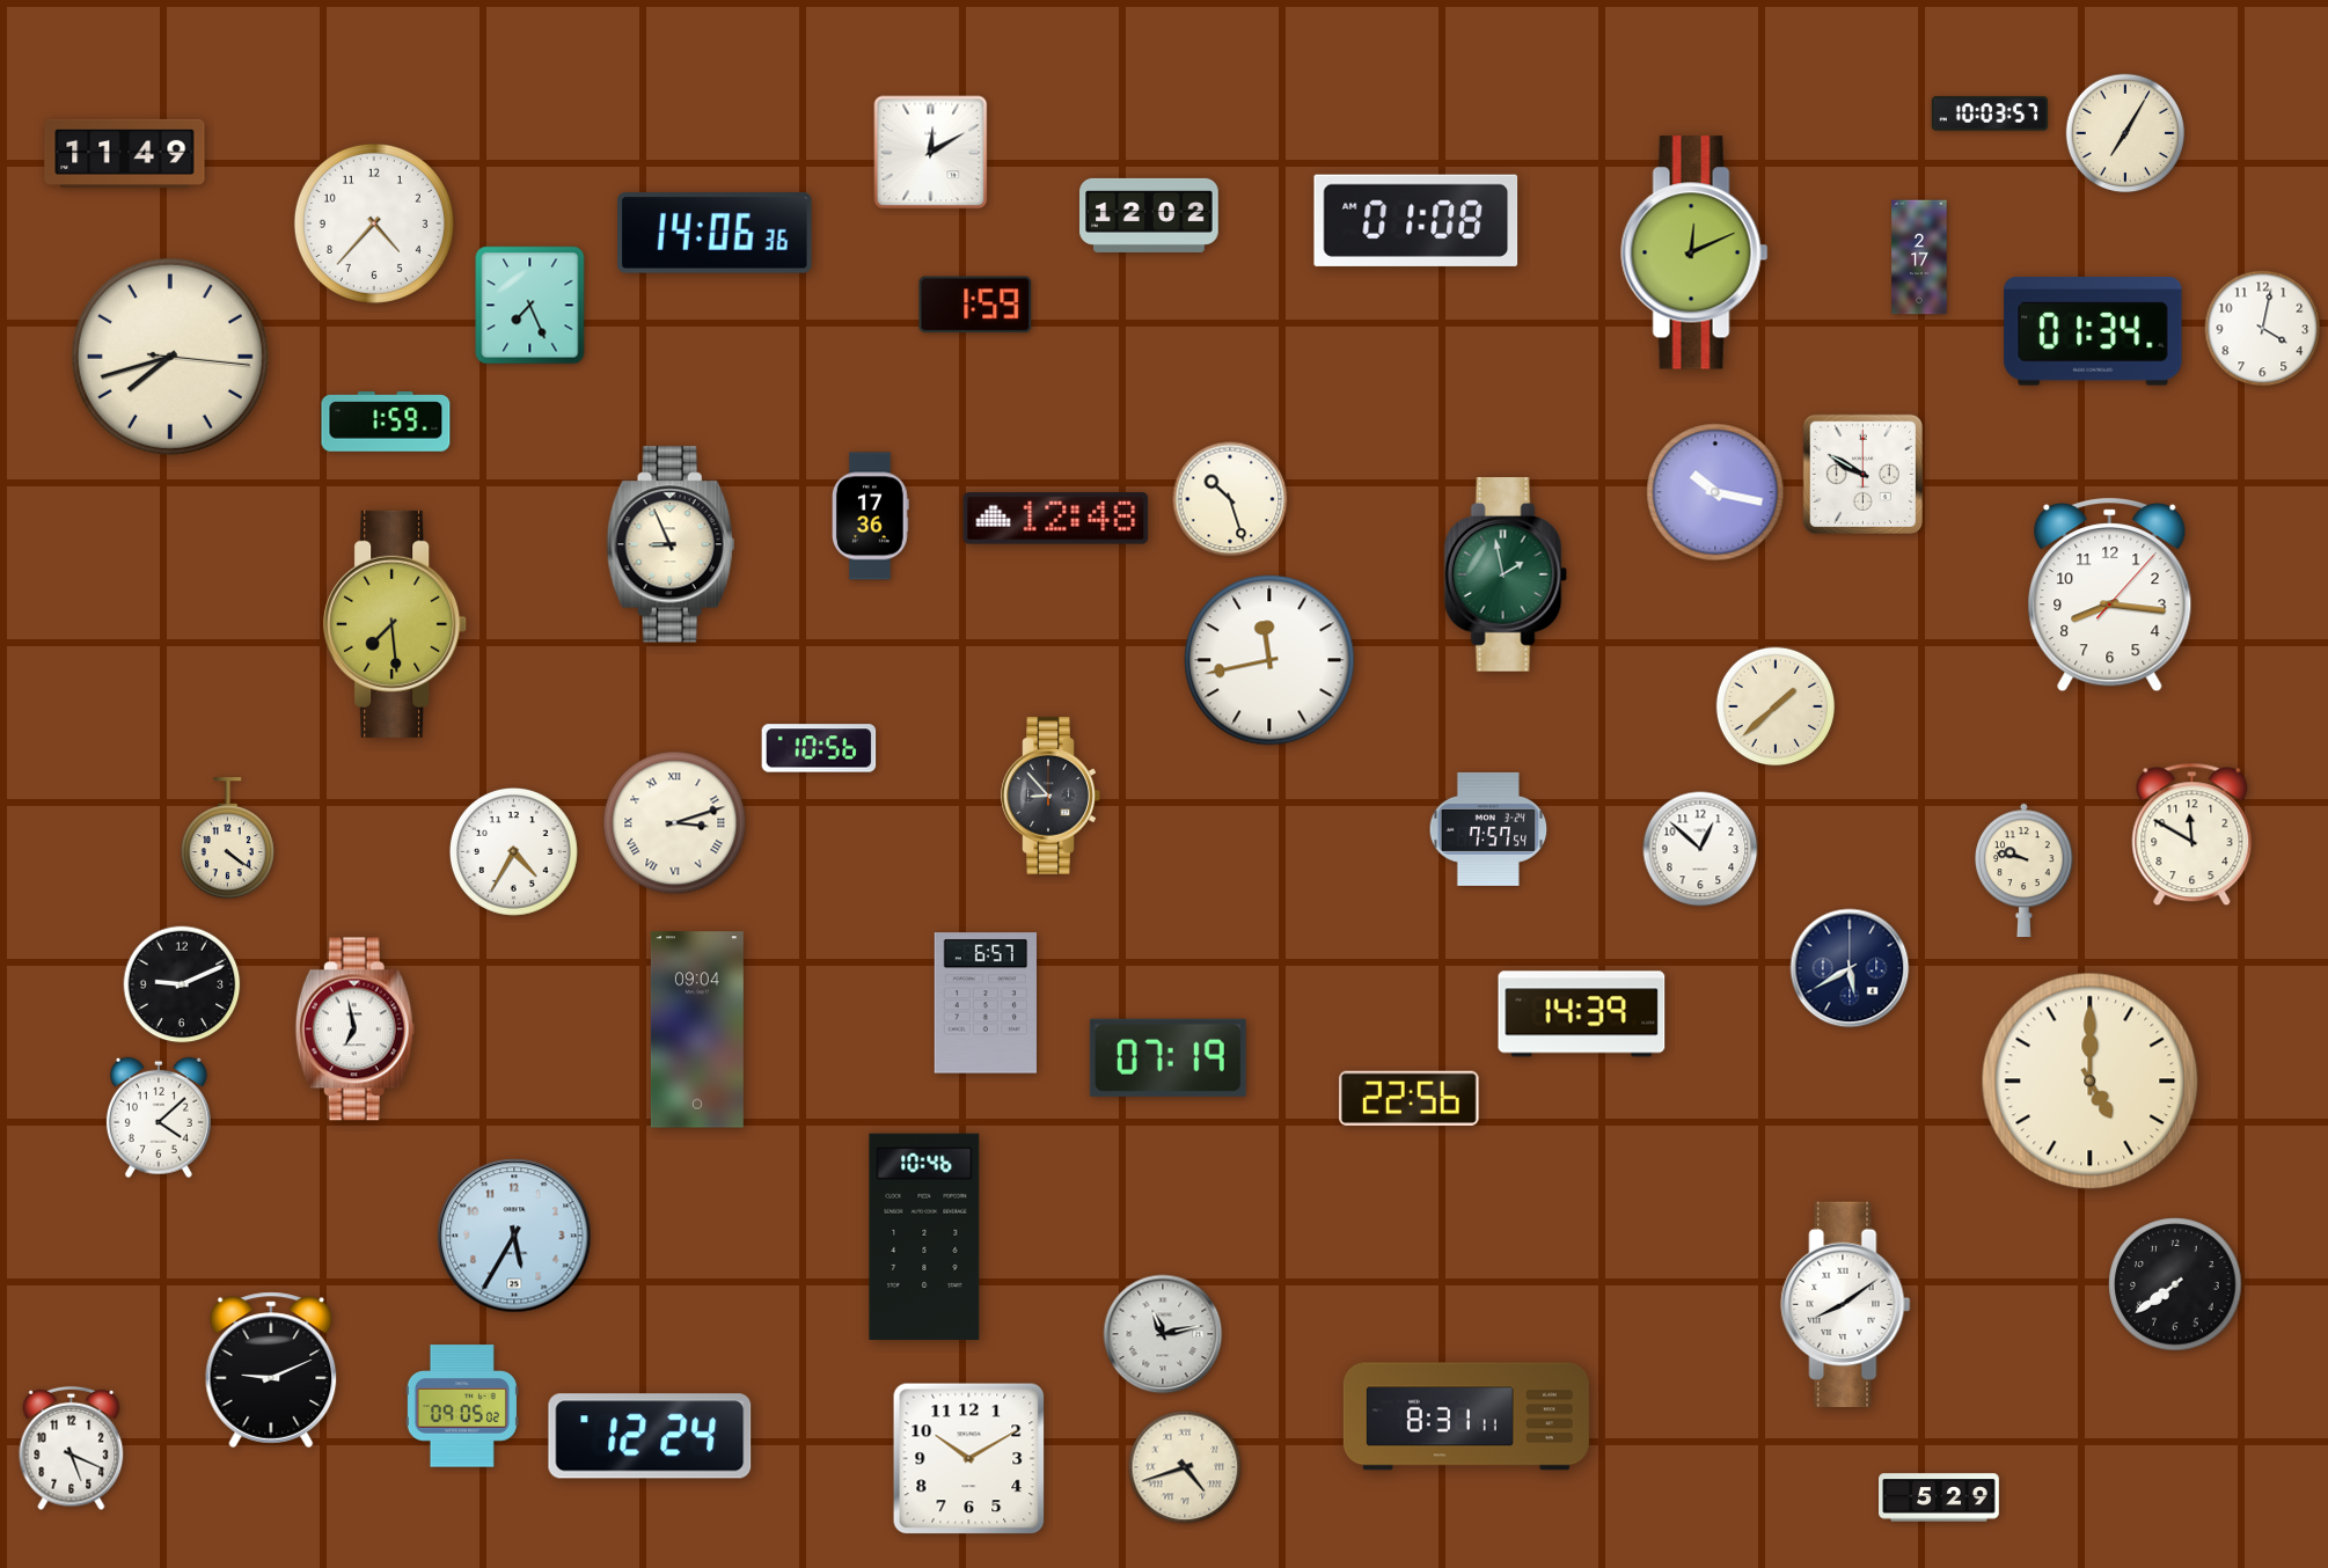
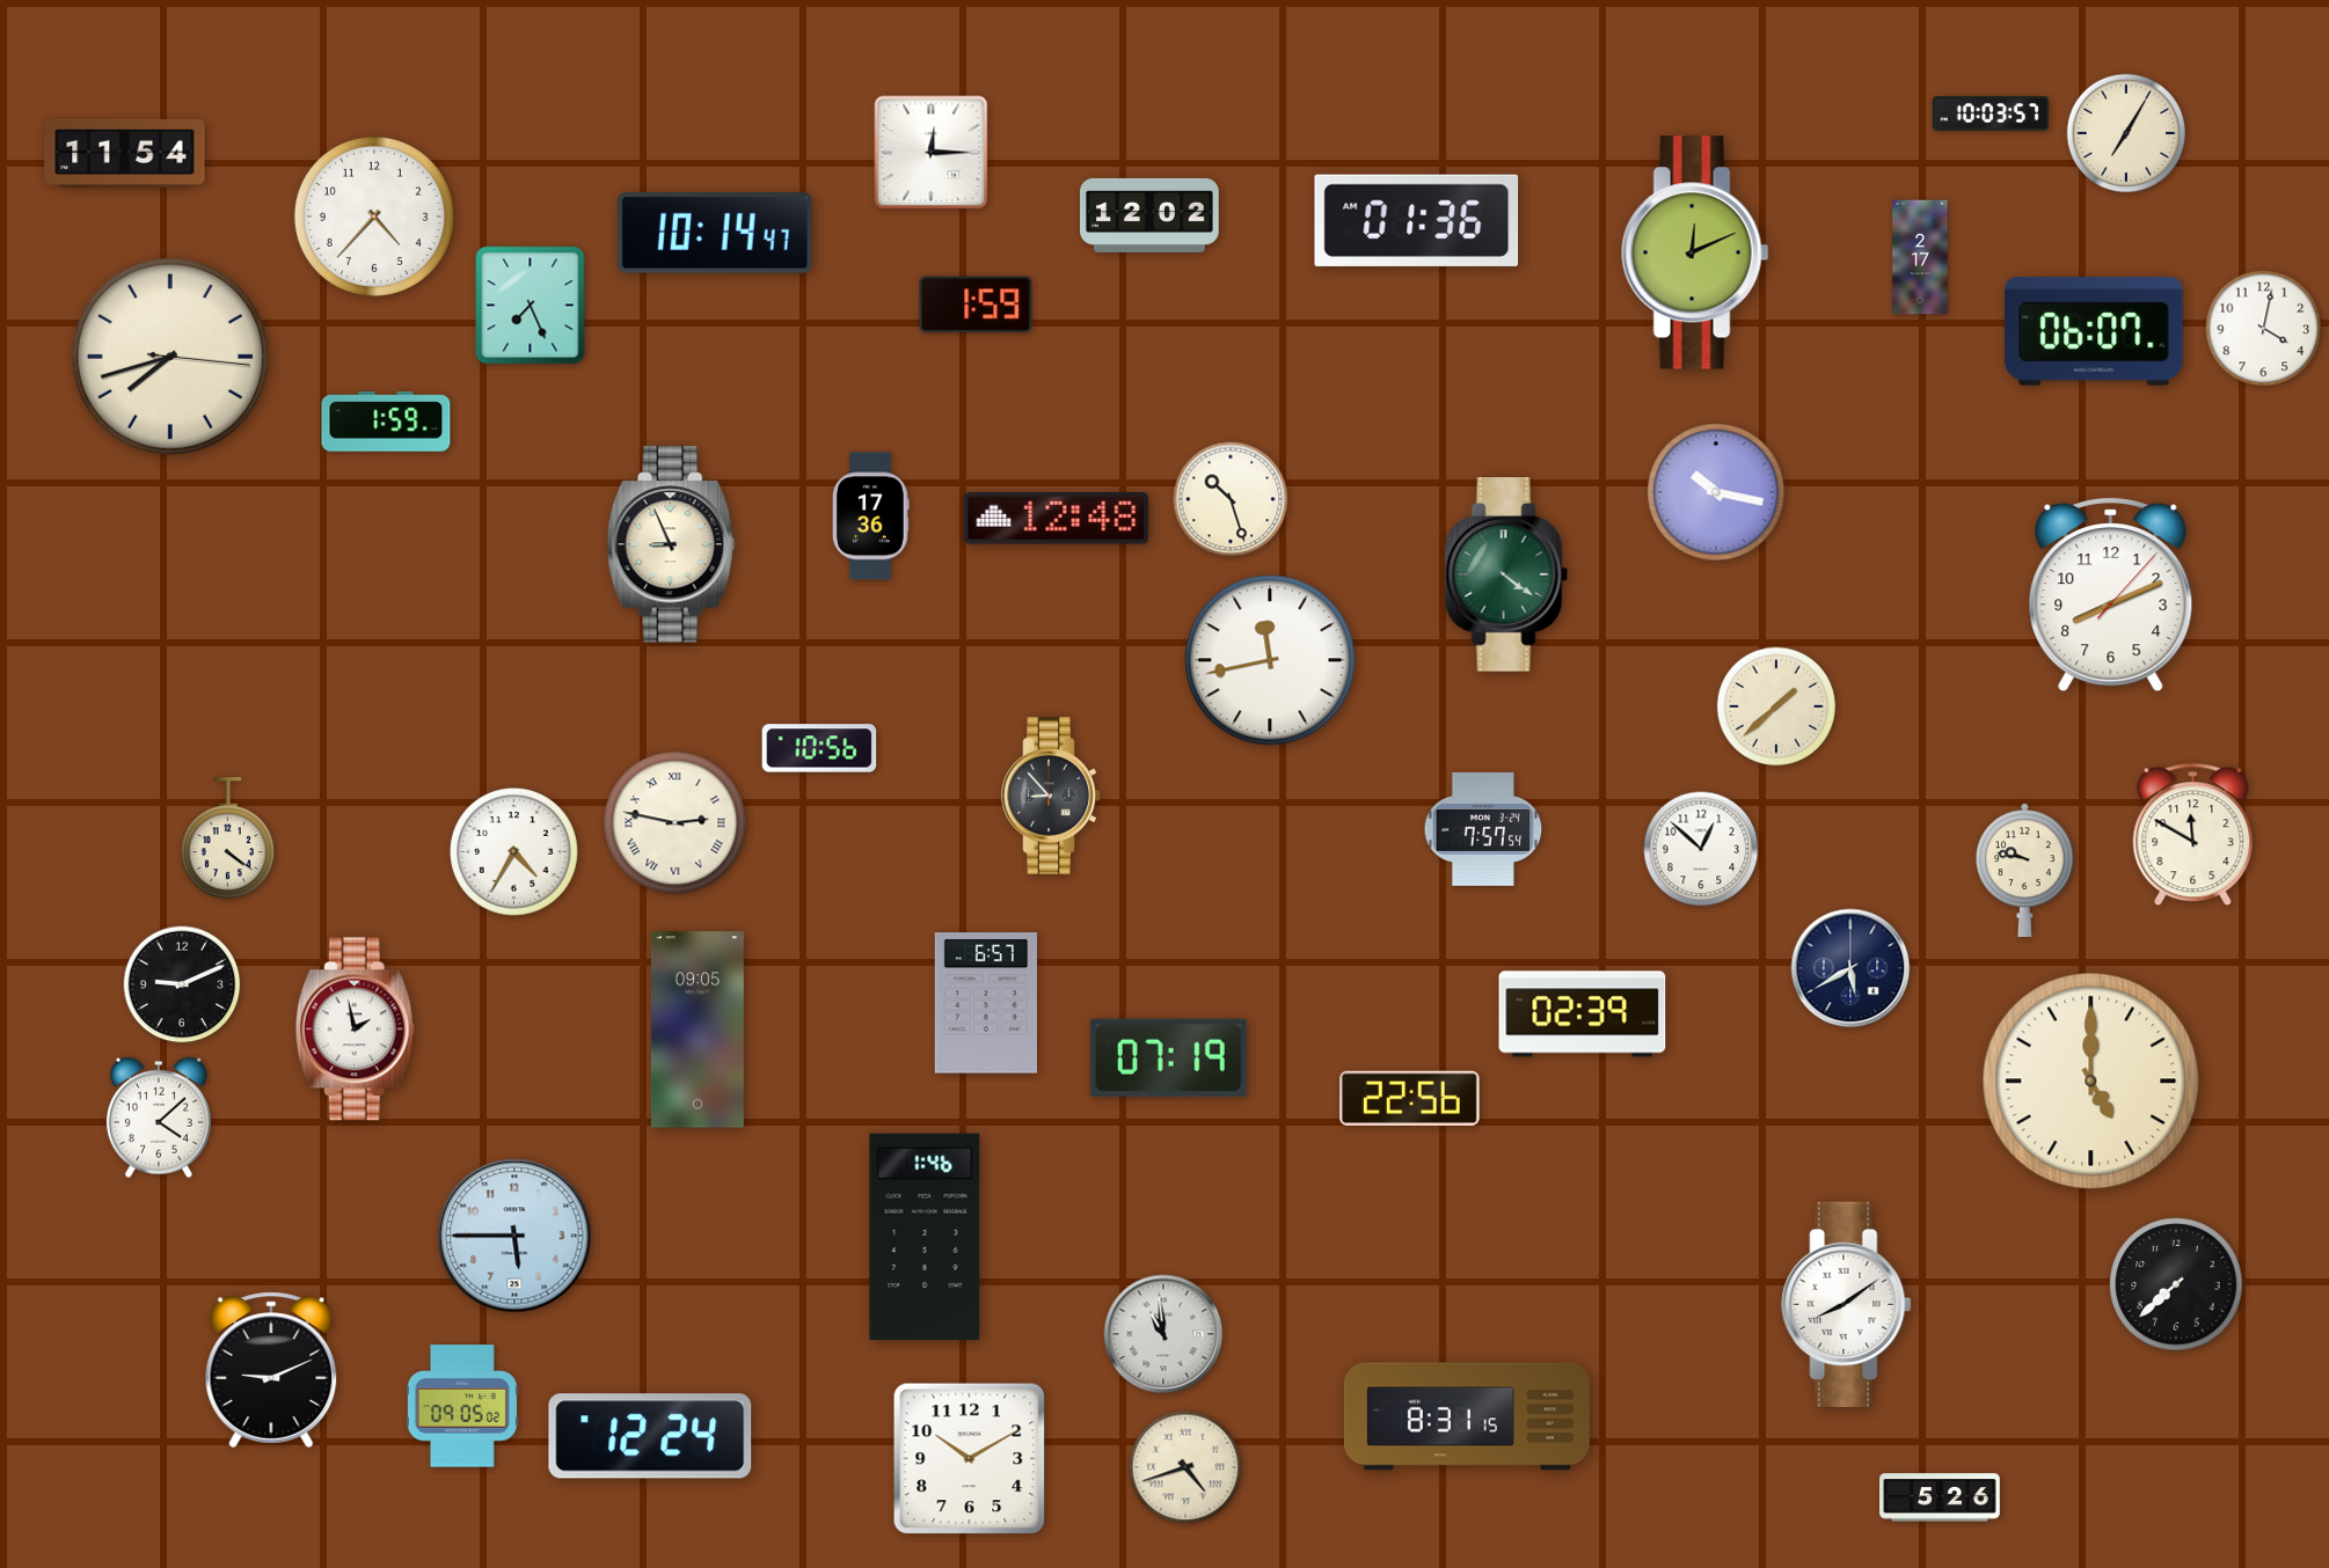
clock at (125, 153): 11:49 -> 11:54
clock at (931, 153): 12:10 -> 12:15
clock at (1416, 220): 01:08 -> 01:36
clock at (374, 224) position: (374, 224) -> (374, 217)
clock at (716, 234): 14:06 -> 10:14
clock at (2093, 332): 01:34 -> 06:07
clock at (1862, 474): 9:50 -> none
clock at (1506, 574): 1:58 -> 4:21
clock at (2110, 595): 8:16 -> 8:11
clock at (396, 624): 7:29 -> none
clock at (675, 823): 3:12 -> 2:47
clock at (1488, 829) position: (1488, 829) -> (1483, 829)
clock at (1582, 1014): 14:39 -> 02:39
clock at (354, 1030): 6:58 -> 1:58
clock at (697, 1030): 09:04 -> 09:05
clock at (514, 1236): 5:35 -> 5:45
clock at (924, 1237): 10:46 -> 1:46
clock at (2175, 1284): 7:39 -> 7:38
clock at (1163, 1334): 11:13 -> 10:59
clock at (1466, 1416): 8:31:11 -> 8:31:15
clock at (72, 1449): 5:19 -> none
clock at (1939, 1497): 5:29 -> 5:26
